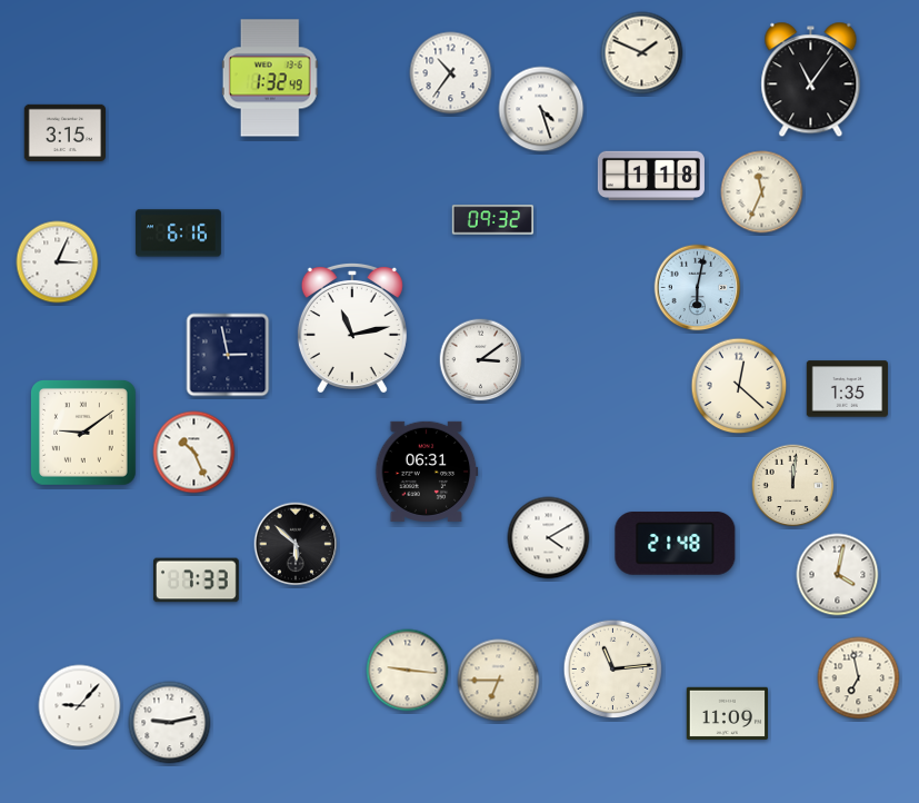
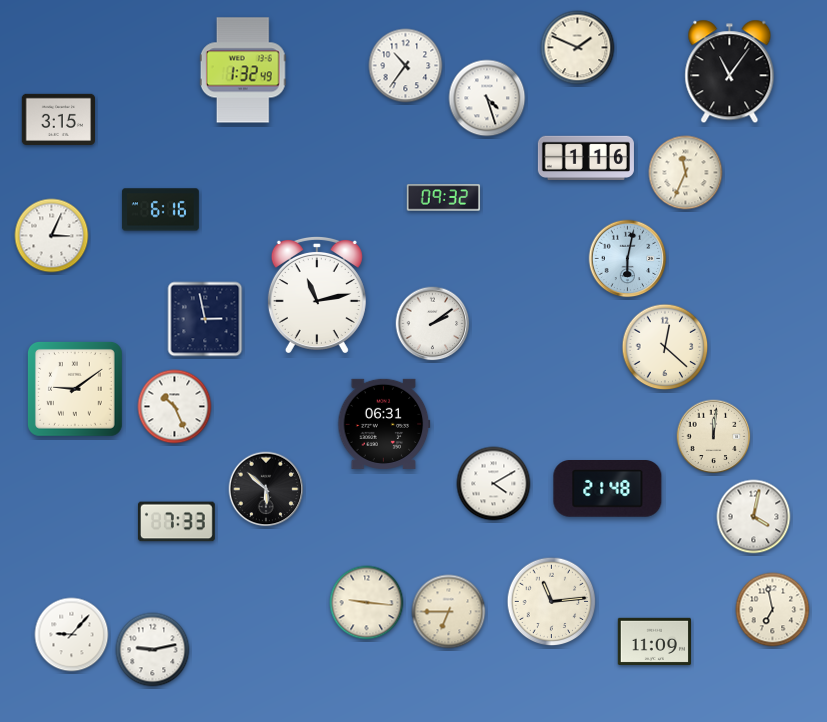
clock at (651, 175): 1:18 -> 1:16
clock at (481, 360): 3:09 -> 2:09
clock at (847, 389): 1:35 -> none
